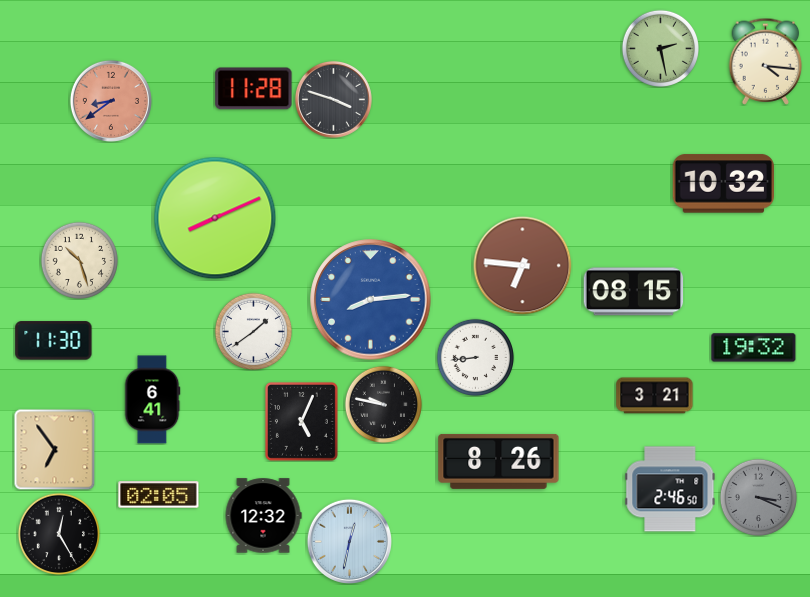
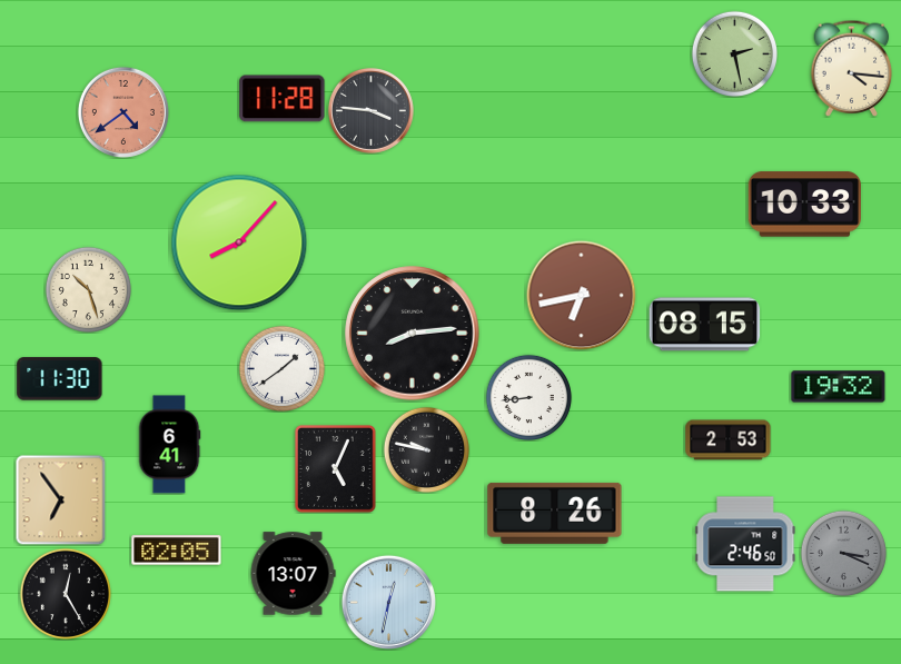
clock at (333, 99): 3:48 -> 3:46
clock at (111, 101): 8:39 -> 4:39
clock at (723, 184): 10:32 -> 10:33
clock at (215, 218): 8:11 -> 8:07
clock at (523, 266): 6:46 -> 6:43
clock at (371, 300) dial: blue -> black
clock at (655, 396): 3:21 -> 2:53
clock at (263, 516): 12:32 -> 13:07
